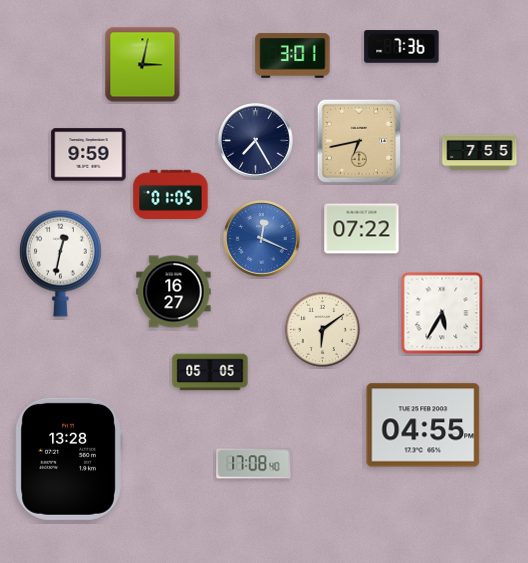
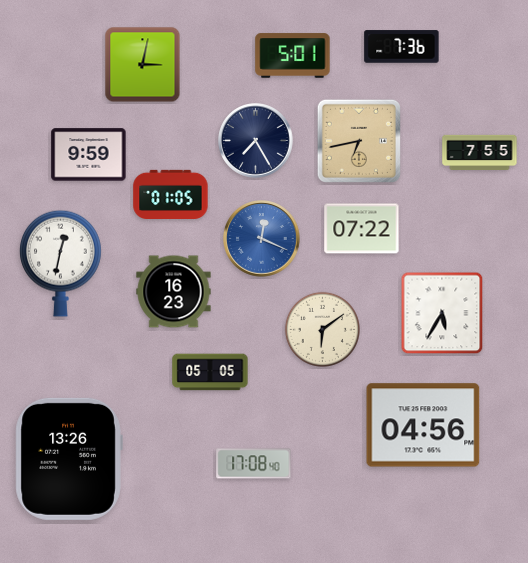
clock at (293, 56): 3:01 -> 5:01
clock at (174, 292): 16:27 -> 16:23
clock at (423, 425): 04:55 -> 04:56
clock at (69, 459): 13:28 -> 13:26
